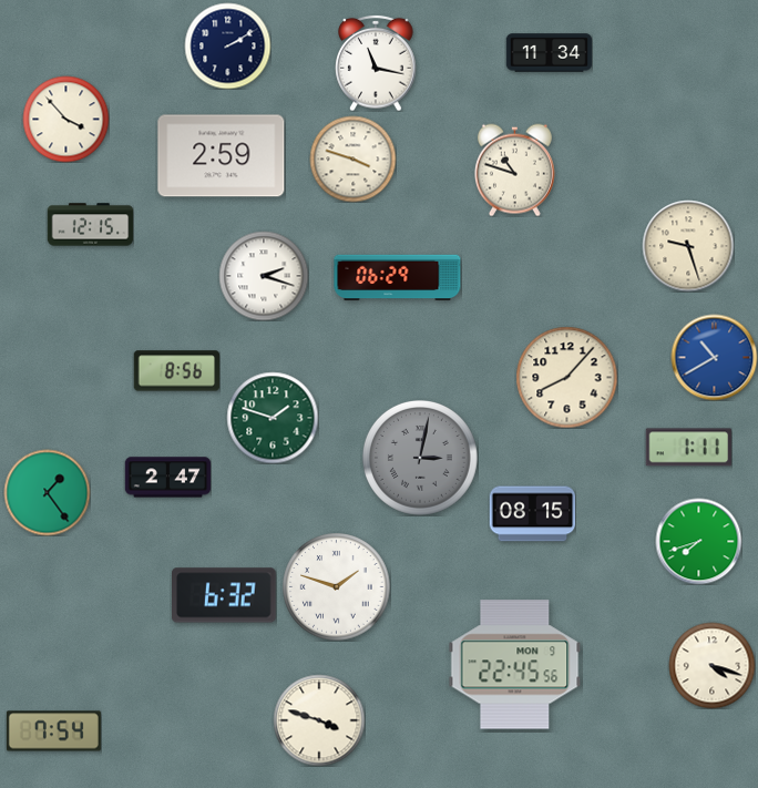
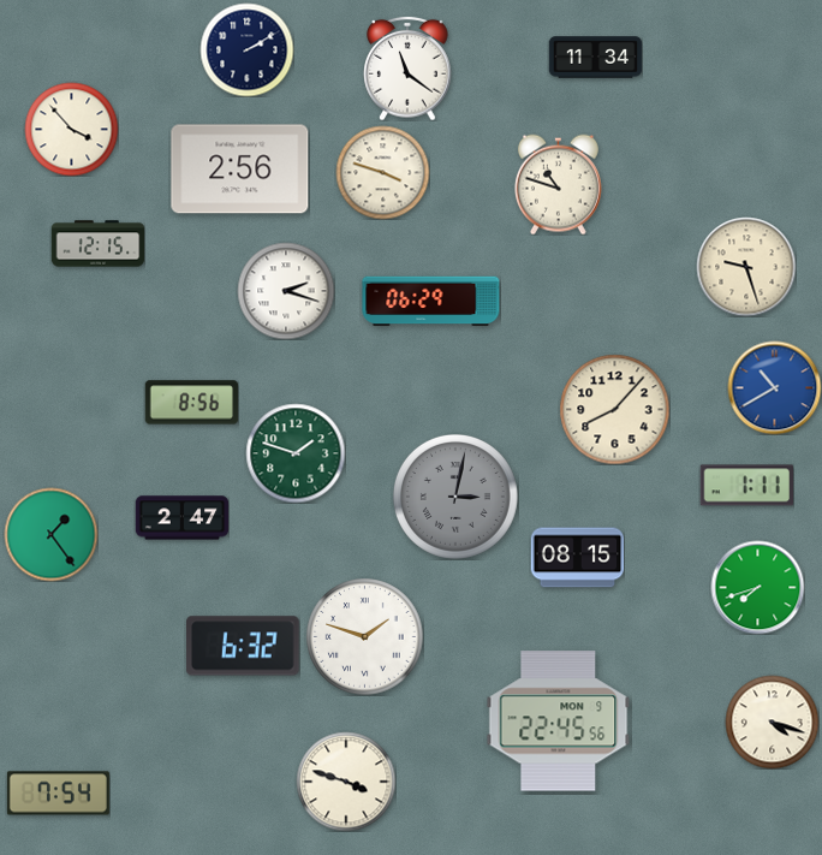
clock at (376, 63): 11:17 -> 11:21
clock at (222, 156): 2:59 -> 2:56
clock at (264, 276) position: (264, 276) -> (286, 291)
